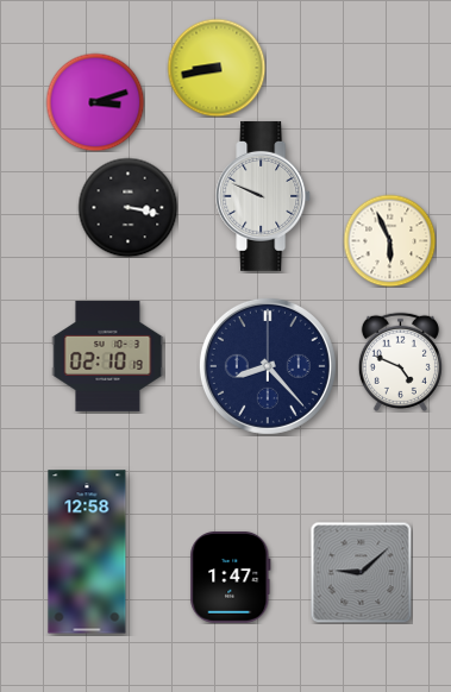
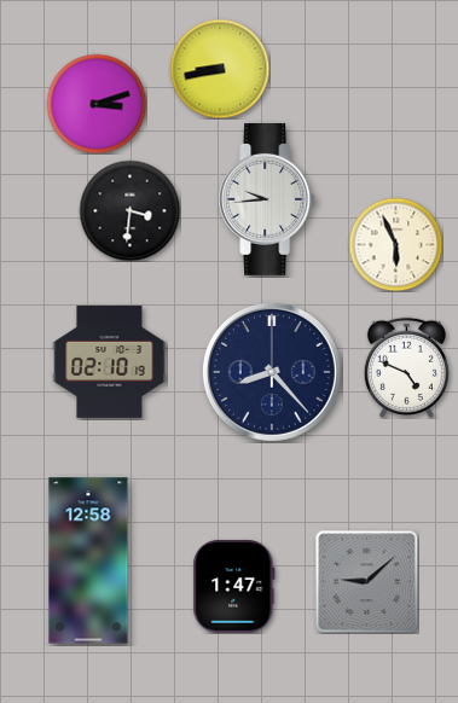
clock at (264, 196): 9:49 -> 9:44
clock at (127, 207): 3:17 -> 3:31
